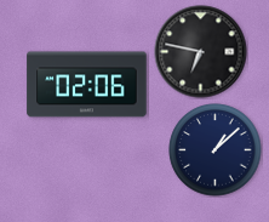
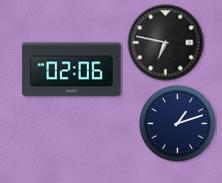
clock at (216, 150): 1:08 -> 1:12
